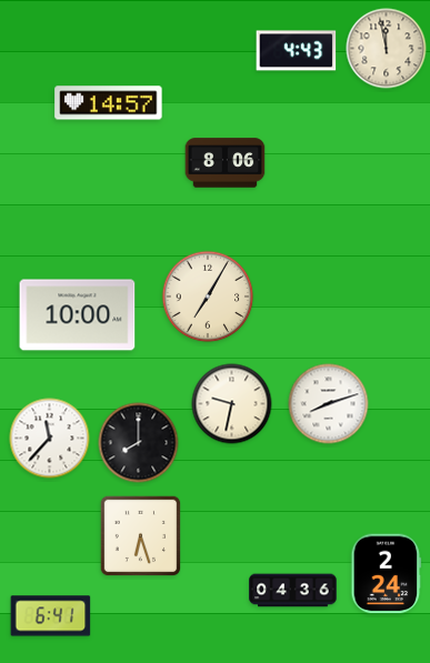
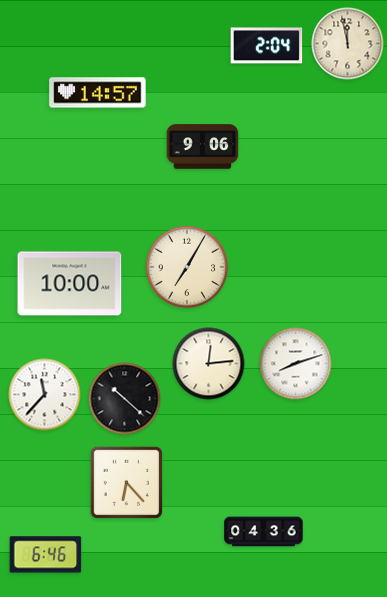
clock at (297, 51): 4:43 -> 2:04
clock at (226, 163): 8:06 -> 9:06
clock at (232, 404): 9:32 -> 12:14
clock at (139, 443): 8:00 -> 10:22
clock at (141, 536): 6:27 -> 6:23
clock at (387, 574): 2:24 -> none
clock at (51, 616): 6:41 -> 6:46
